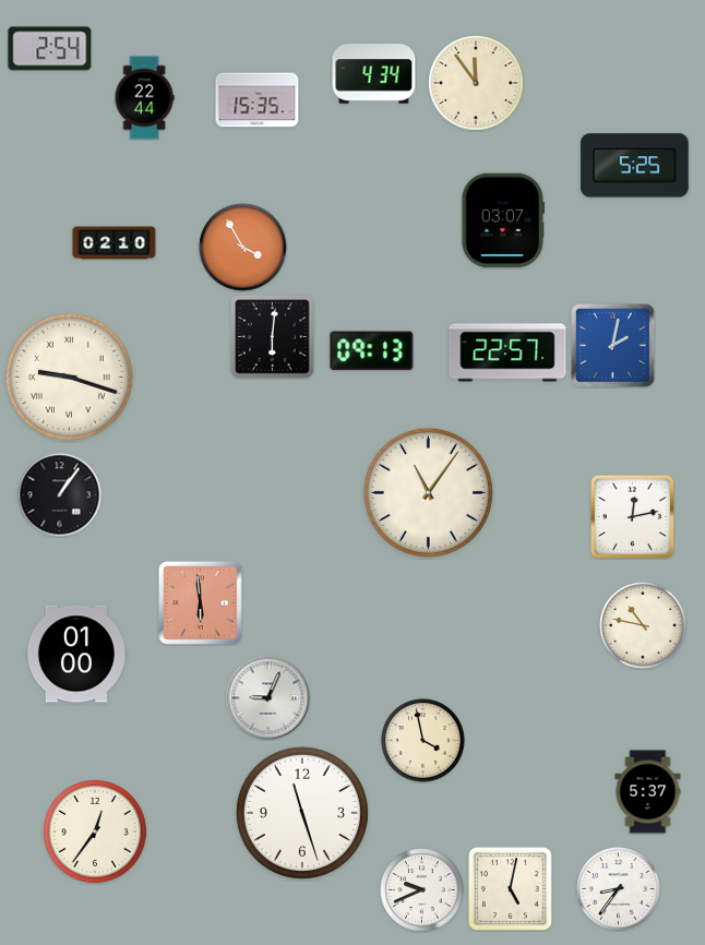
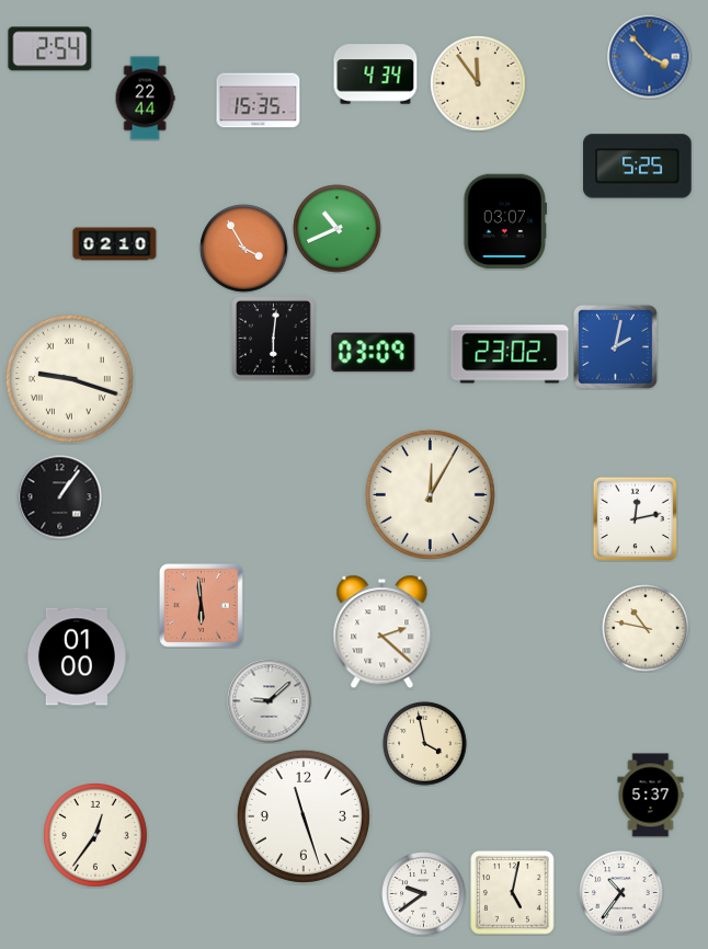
clock at (650, 57): none -> 3:53
clock at (338, 229): none -> 10:41
clock at (372, 351): 09:13 -> 03:09
clock at (507, 352): 22:57 -> 23:02
clock at (428, 492): 11:06 -> 12:05
clock at (382, 632): none -> 2:22
clock at (268, 698): 9:04 -> 9:08
clock at (619, 889): 8:36 -> 10:36
clock at (422, 890): 9:41 -> 9:39
